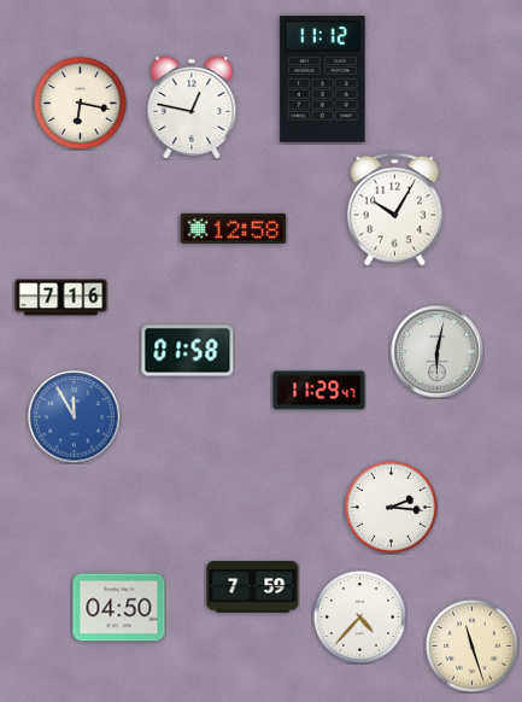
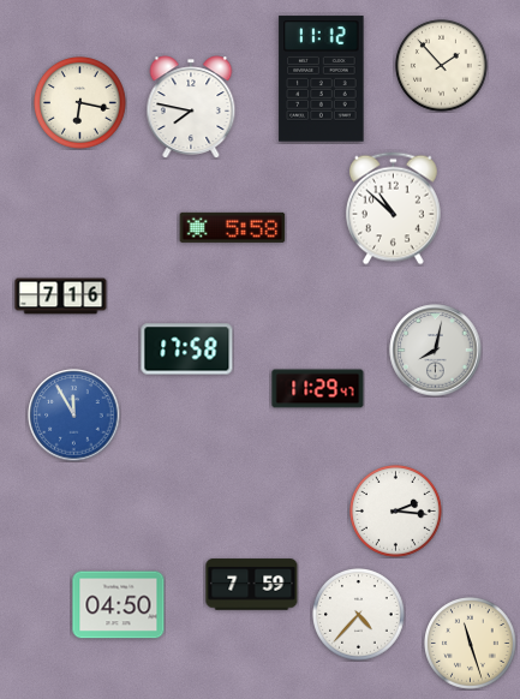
clock at (442, 66): none -> 1:53
clock at (192, 107): 12:47 -> 7:47
clock at (395, 210): 10:05 -> 10:52
clock at (234, 228): 12:58 -> 5:58
clock at (188, 351): 01:58 -> 17:58
clock at (438, 352): 6:02 -> 8:02
clock at (392, 508) position: (392, 508) -> (396, 512)
